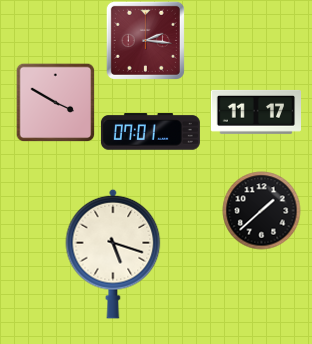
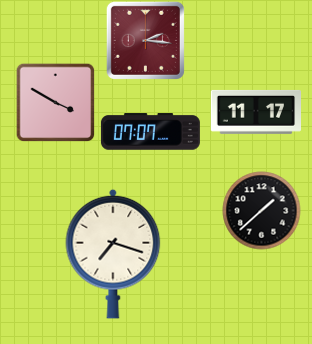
clock at (150, 132): 07:01 -> 07:07
clock at (113, 254): 5:18 -> 7:18
